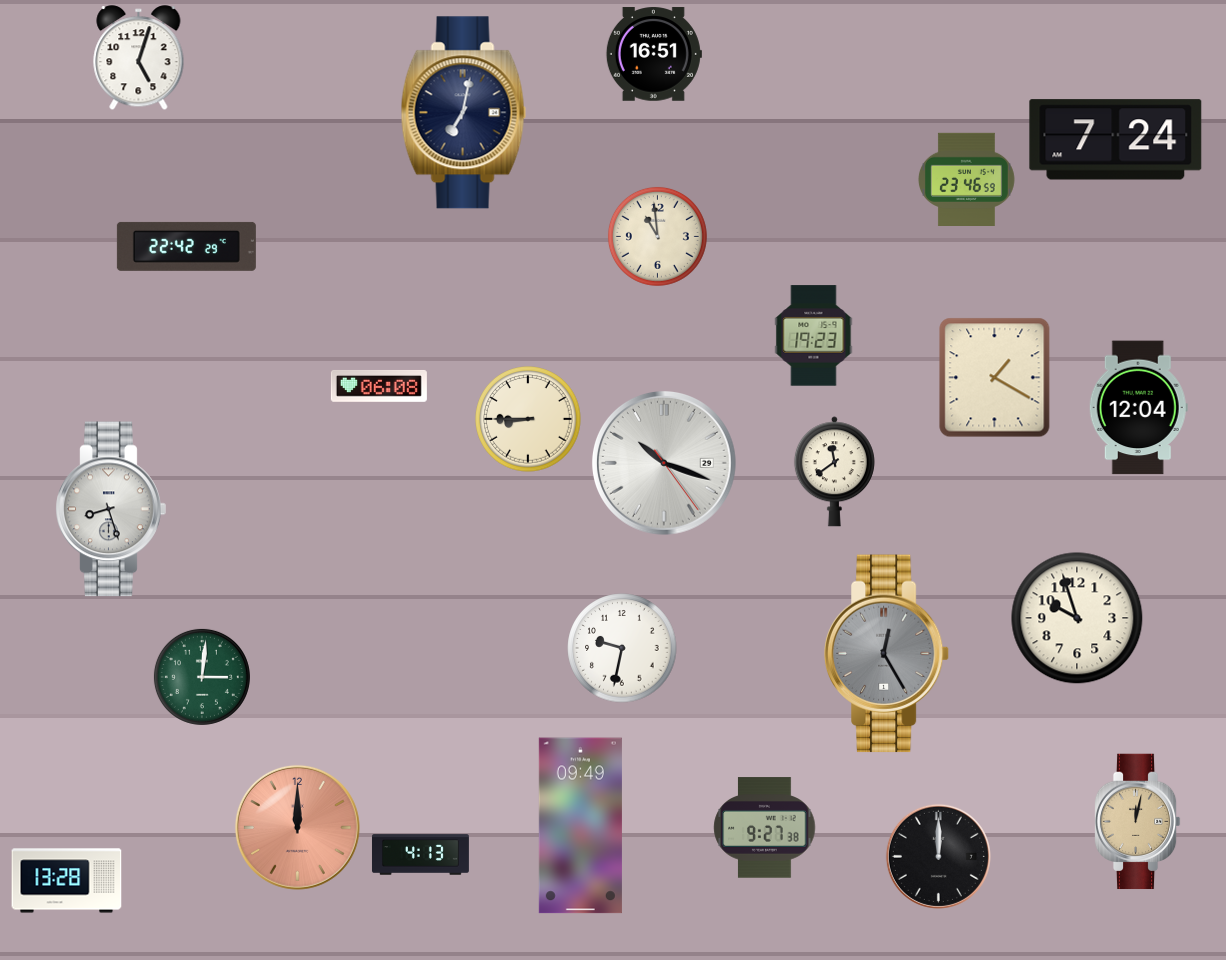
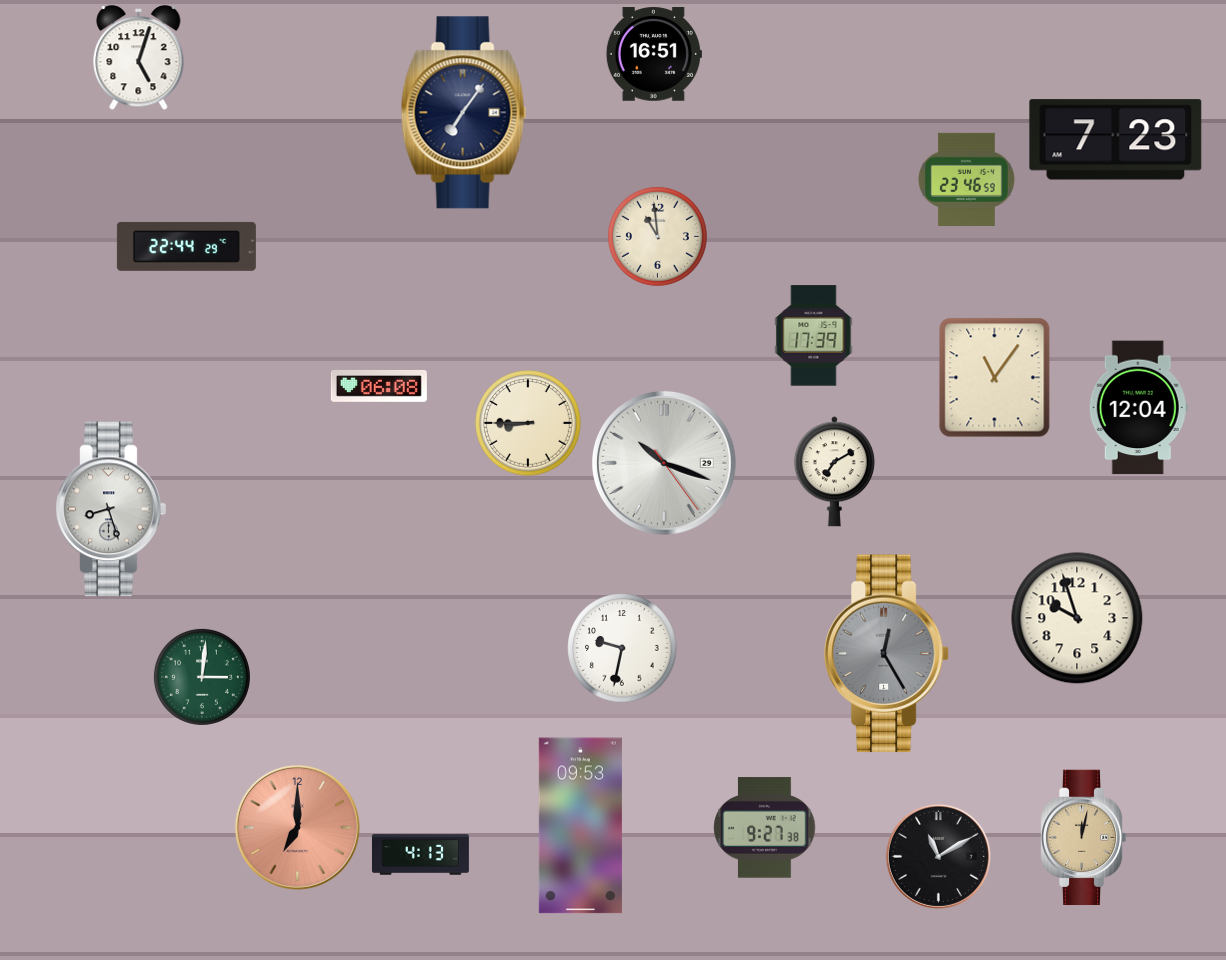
clock at (463, 113): 7:02 -> 7:06
clock at (1116, 140): 7:24 -> 7:23
clock at (186, 246): 22:42 -> 22:44
clock at (814, 336): 19:23 -> 17:39
clock at (995, 378): 1:20 -> 11:06
clock at (528, 419) position: (528, 419) -> (528, 423)
clock at (834, 472): 11:39 -> 7:10
clock at (1137, 822) position: (1137, 822) -> (1083, 838)
clock at (580, 826): 09:49 -> 09:53
clock at (297, 827): 12:00 -> 7:00
clock at (938, 856): 12:00 -> 11:10
clock at (67, 881): 13:28 -> none
